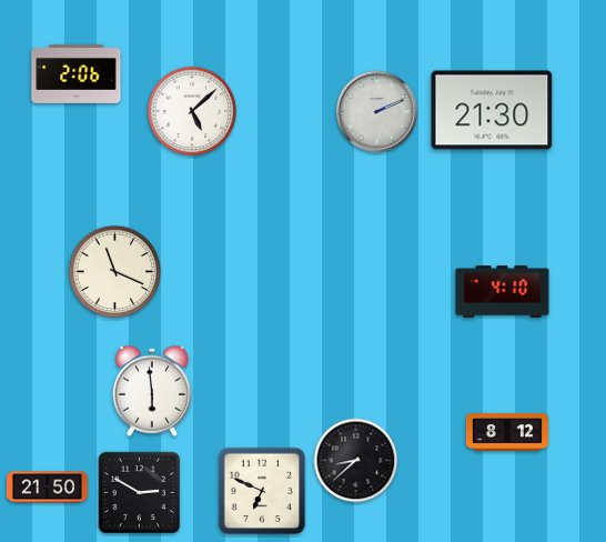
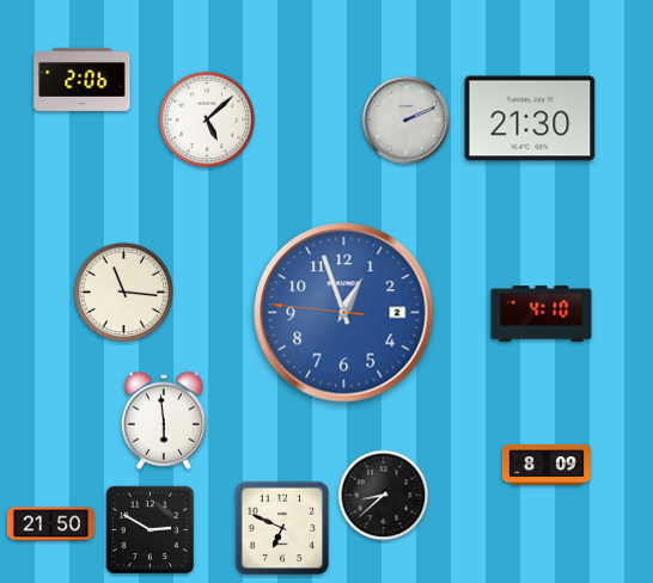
clock at (115, 272): 11:19 -> 11:16
clock at (344, 313): none -> 12:56
clock at (507, 432): 8:12 -> 8:09
